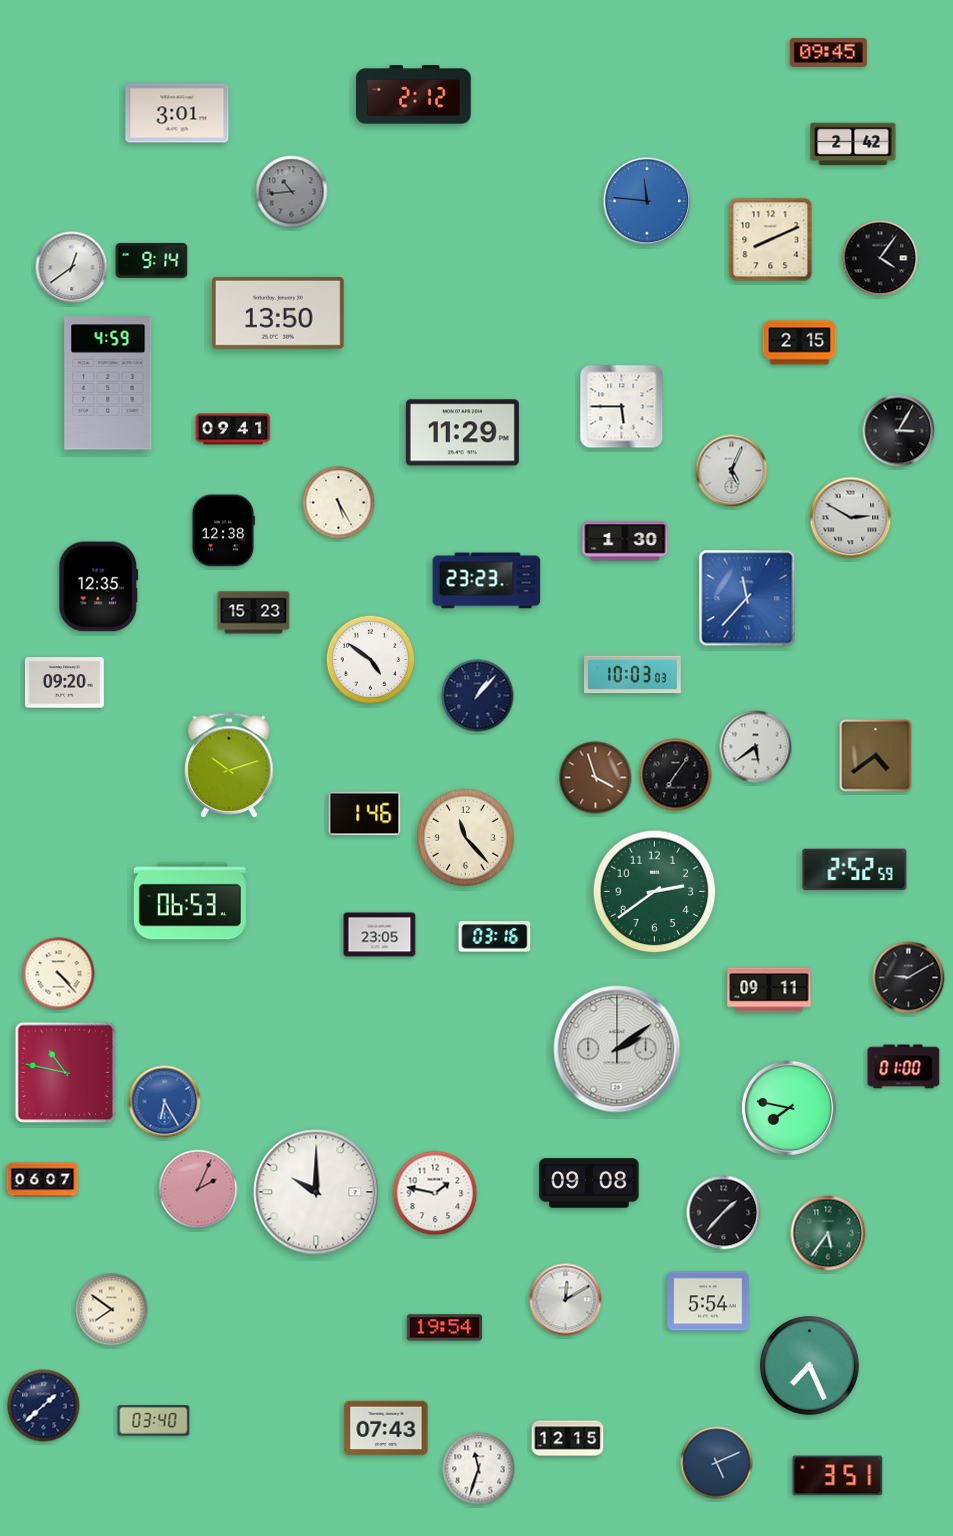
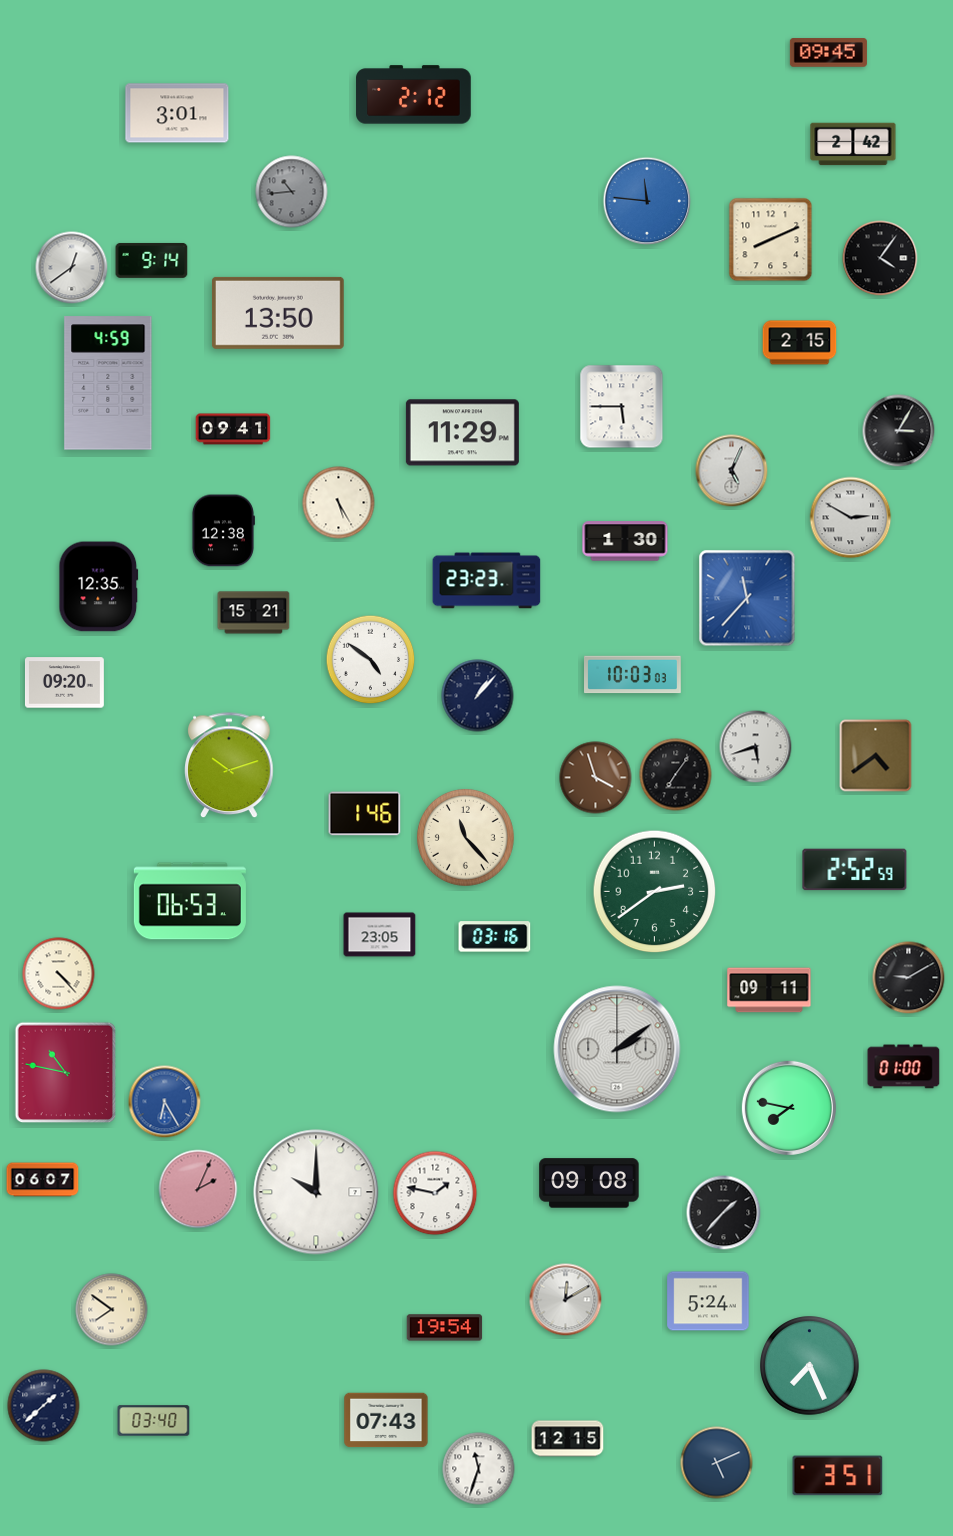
clock at (254, 613): 15:23 -> 15:21
clock at (756, 747): 5:39 -> 5:42
clock at (828, 1233): 5:36 -> none
clock at (708, 1301): 5:54 -> 5:24
clock at (386, 1428) position: (386, 1428) -> (386, 1420)
